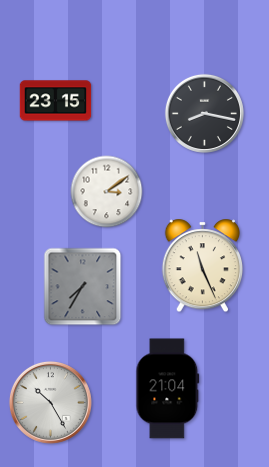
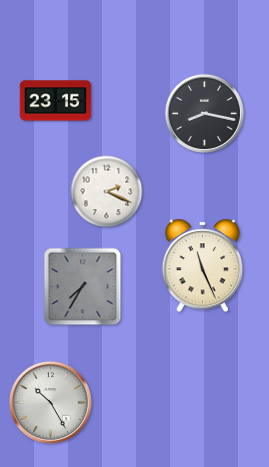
clock at (107, 192): 3:09 -> 2:19
clock at (168, 389): 21:04 -> none
